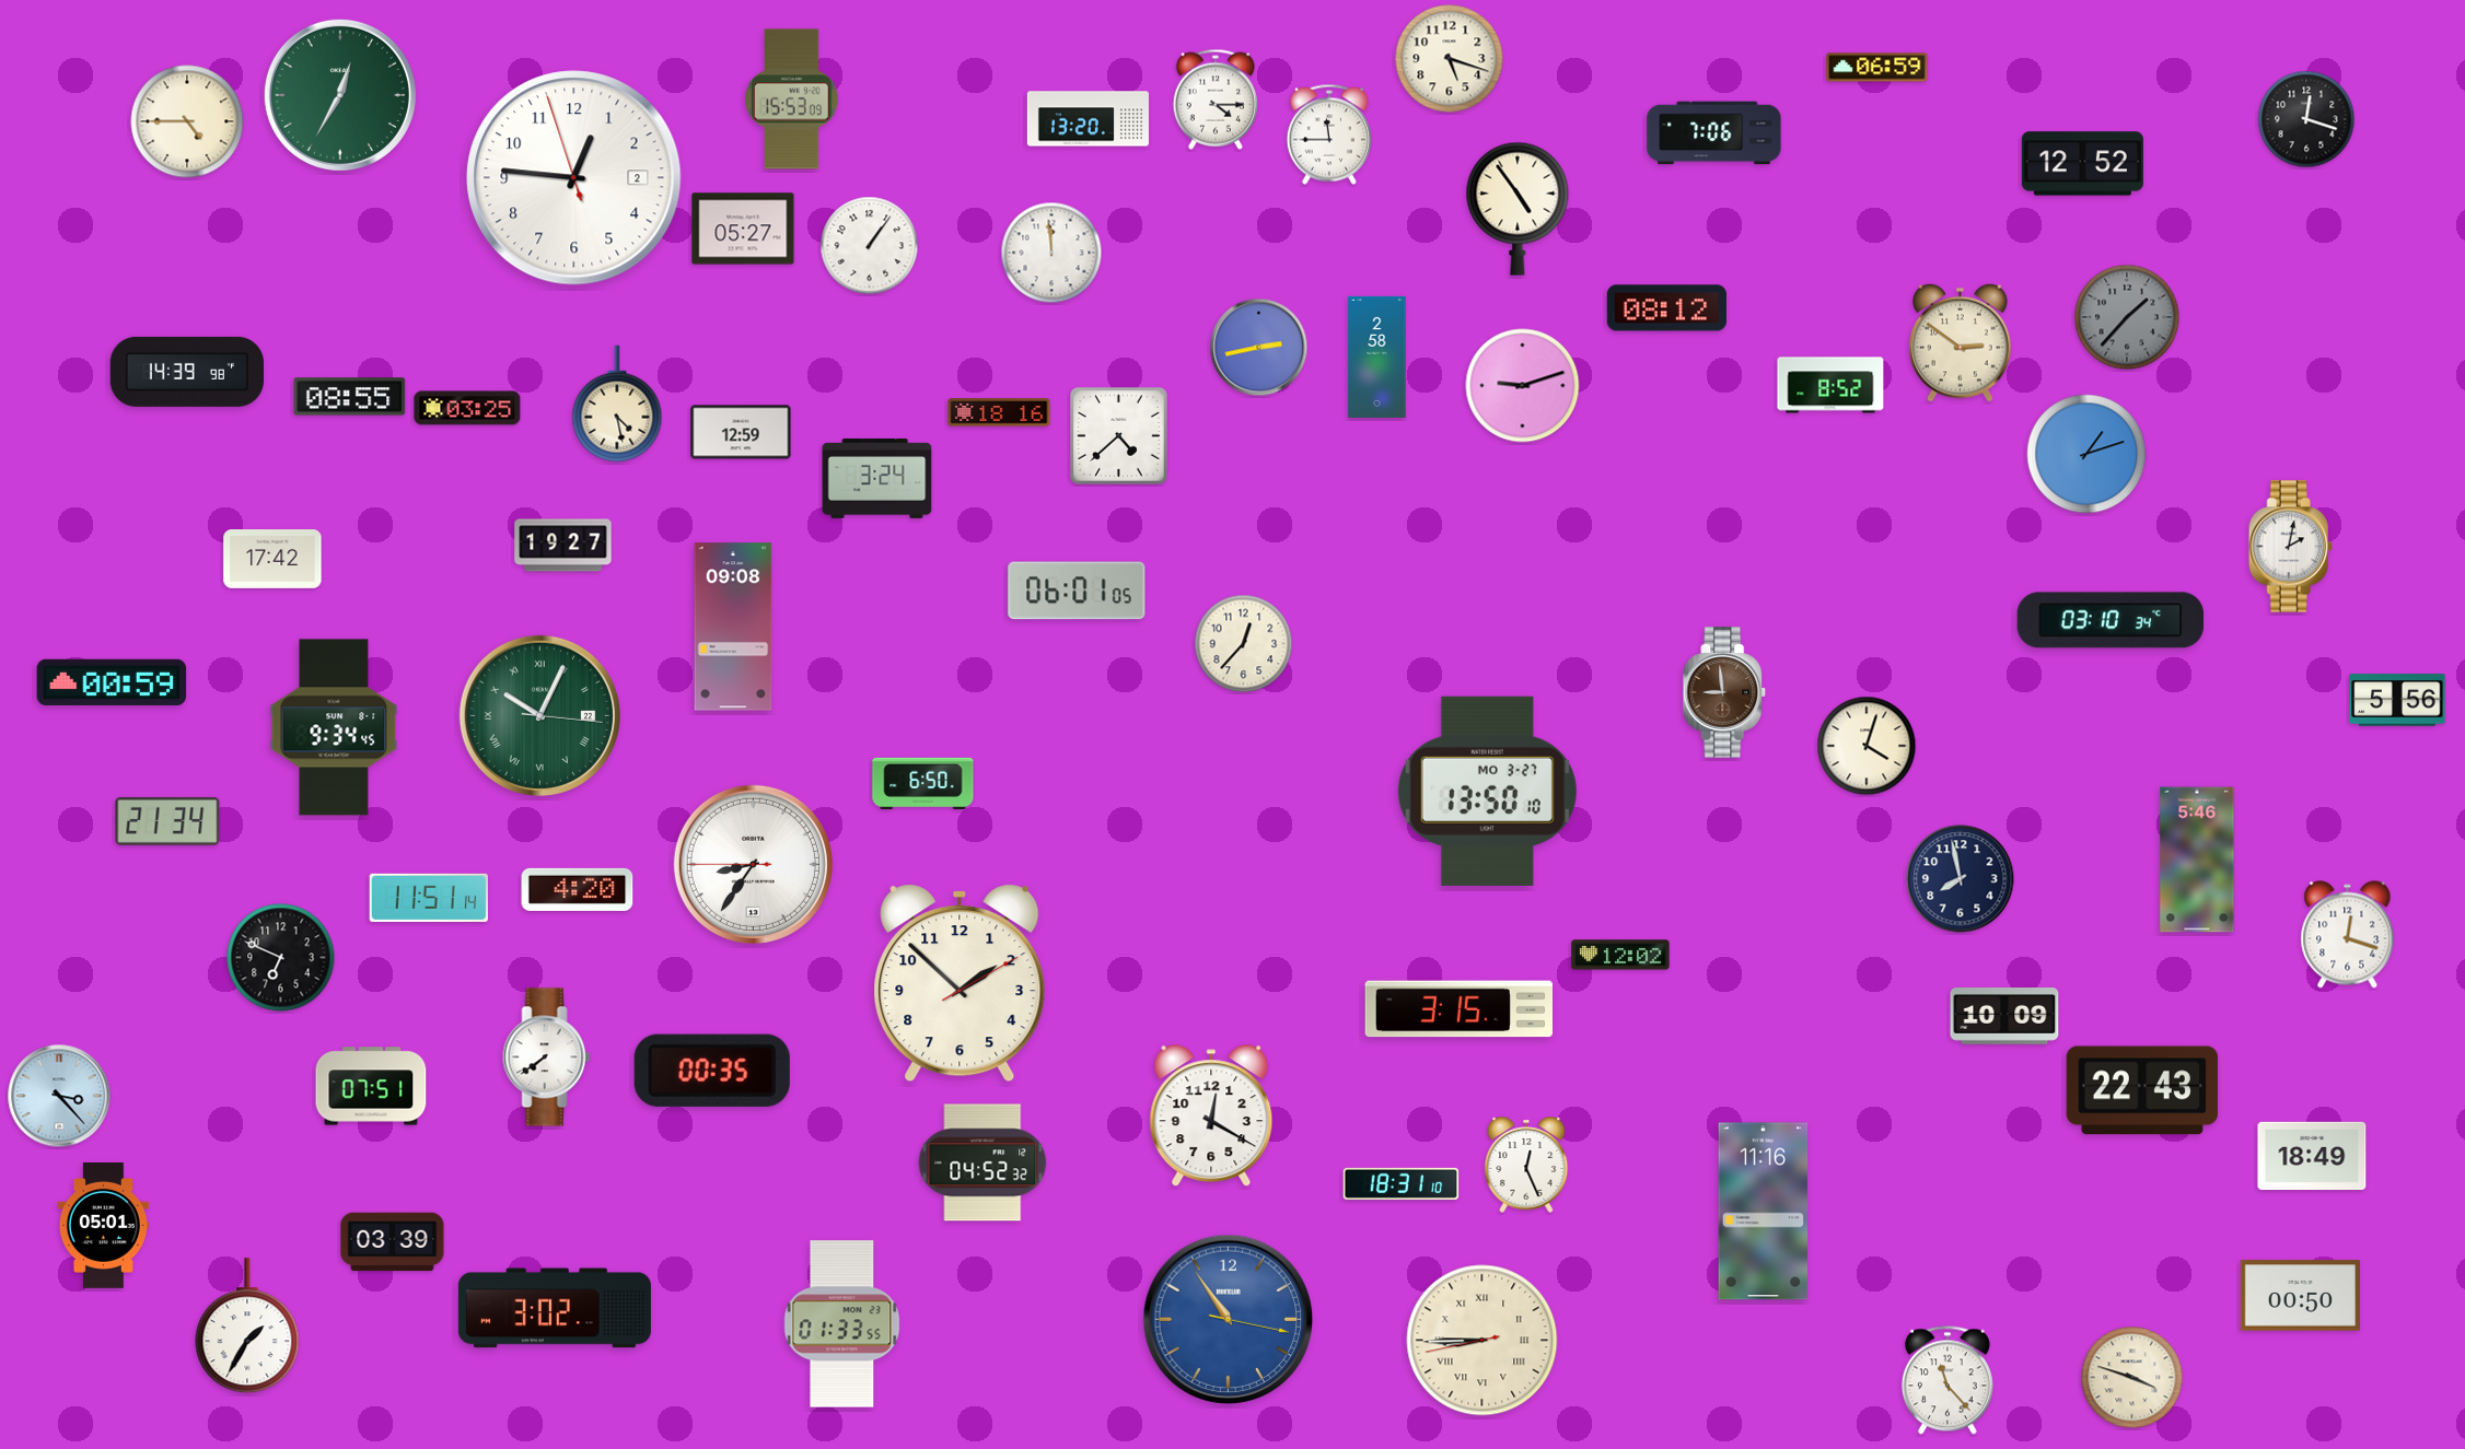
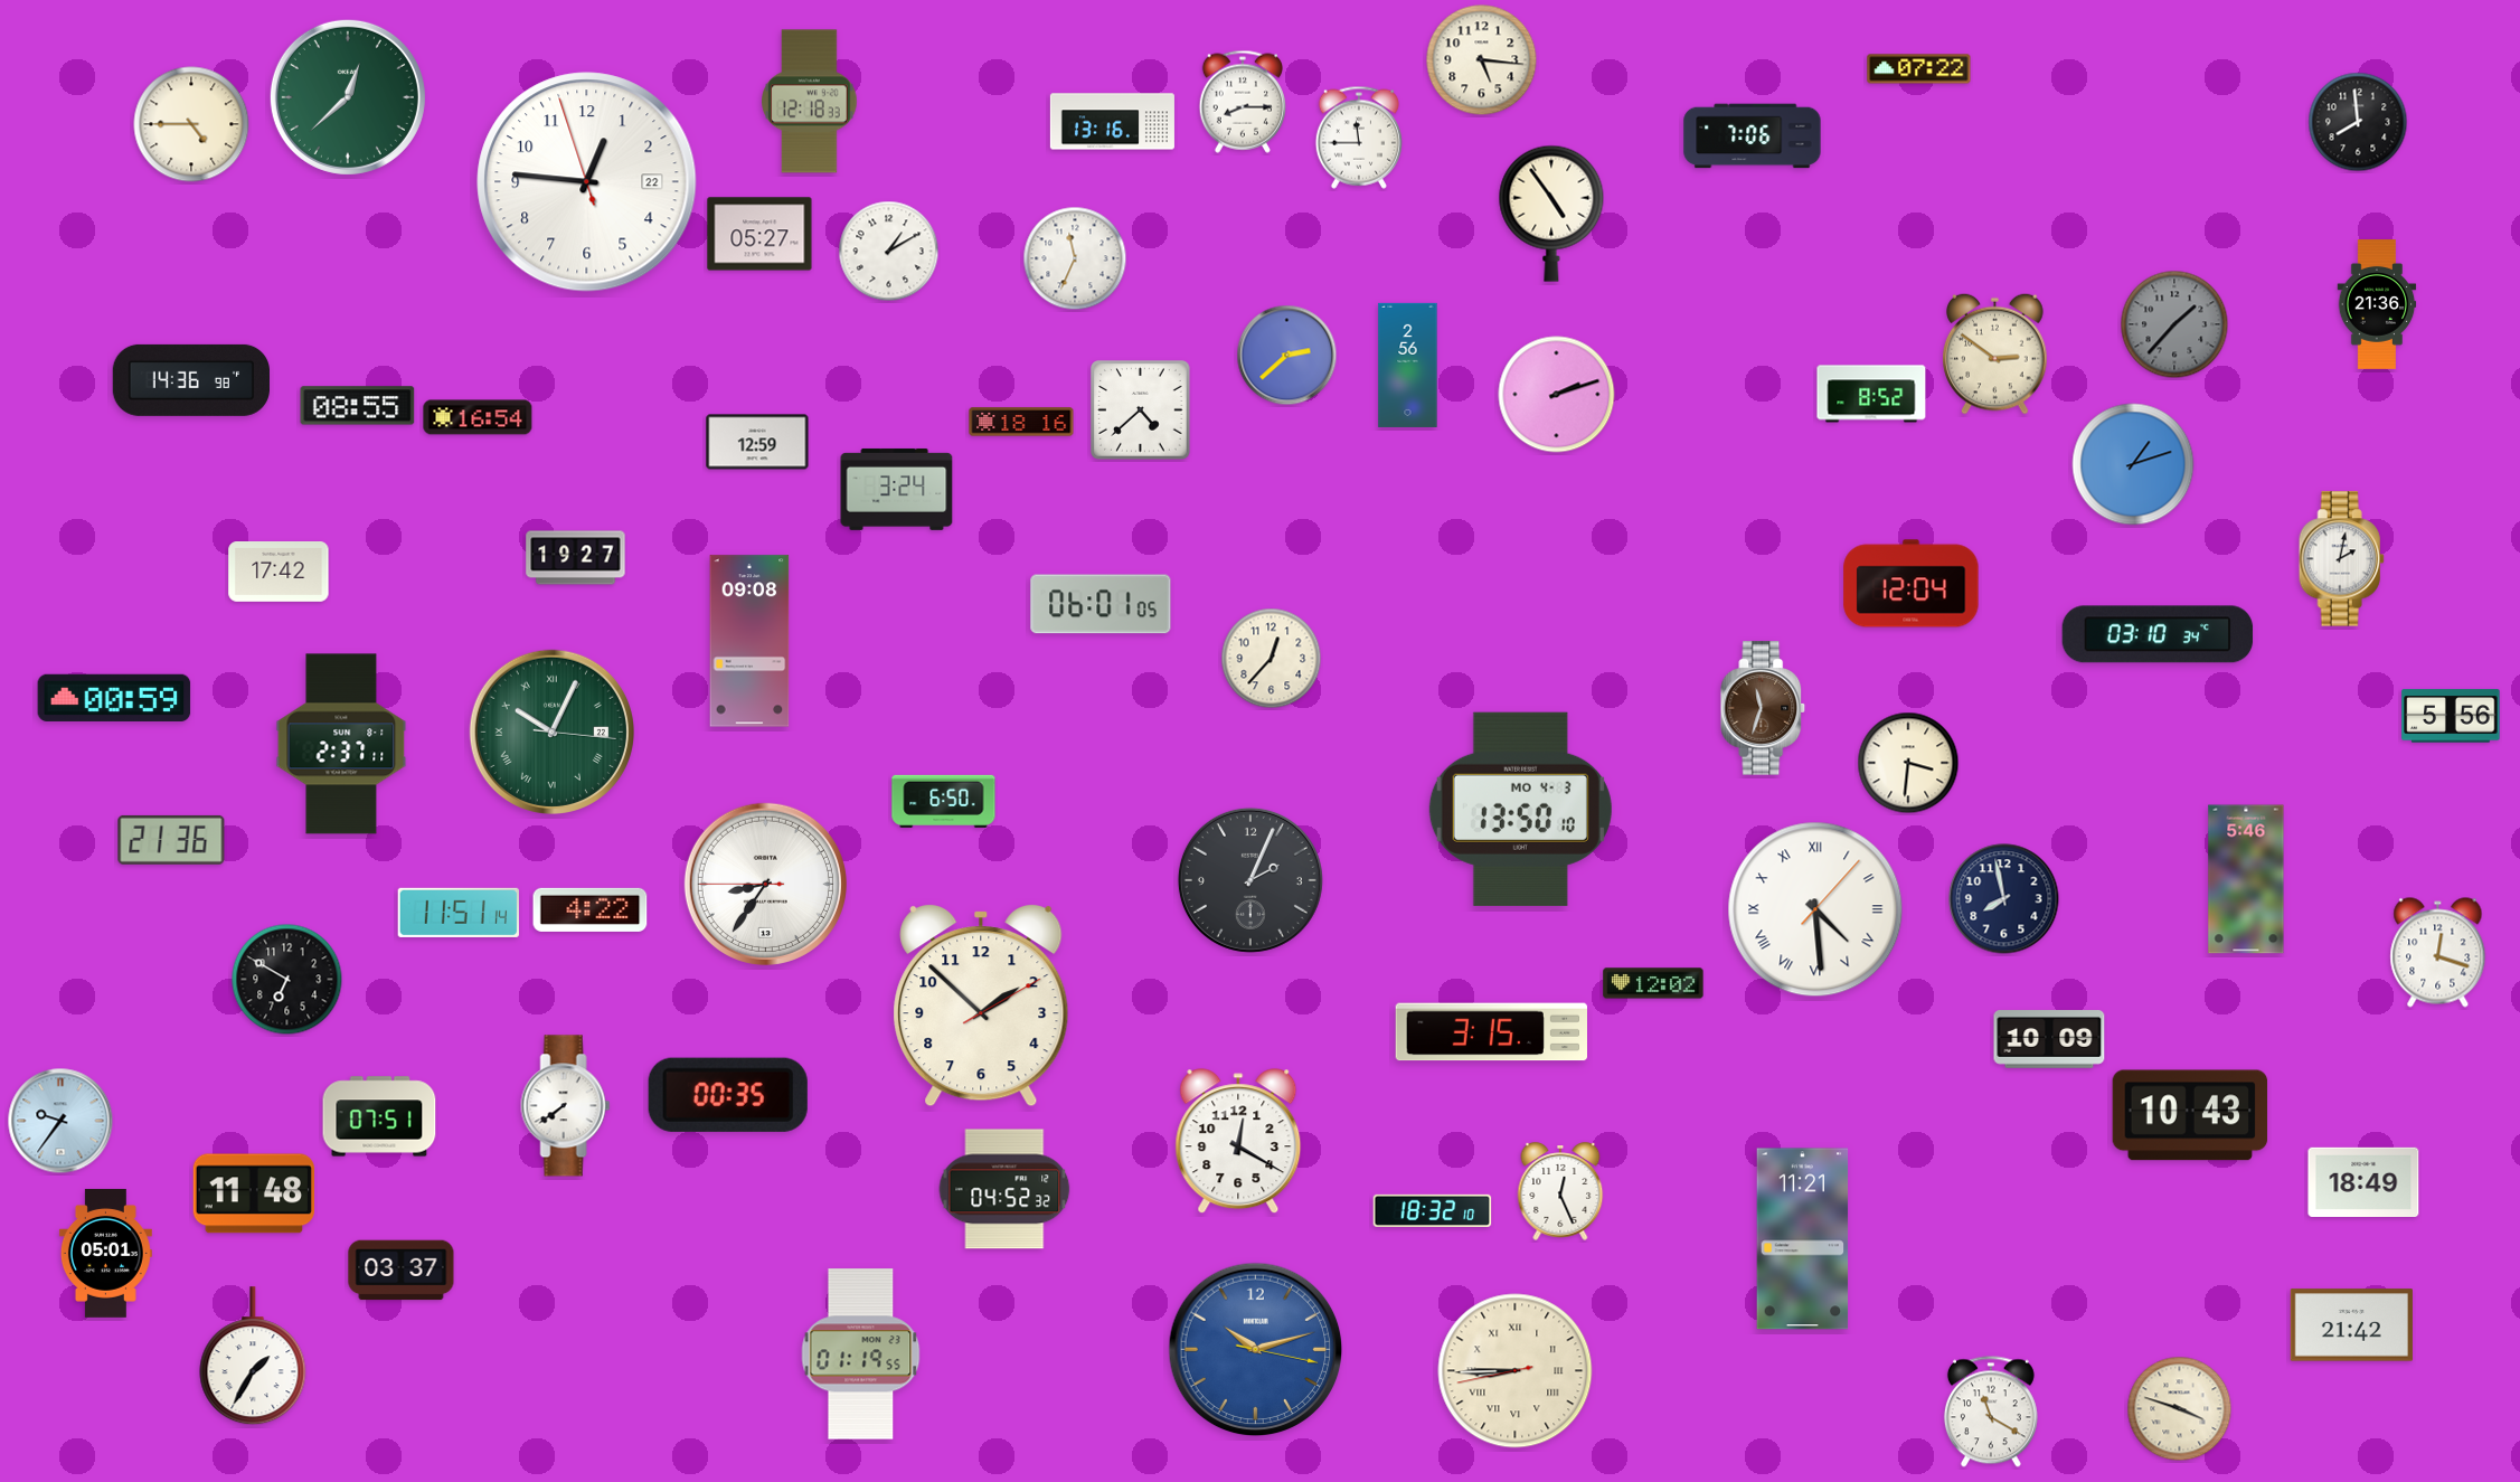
clock at (1450, 59): 5:18 -> 5:16
clock at (1877, 68): 06:59 -> 07:22
clock at (340, 95): 12:35 -> 12:38
clock at (792, 100): 15:53 -> 12:18
clock at (1216, 100): 4:15 -> 8:15
clock at (1088, 119): 13:20 -> 13:16
clock at (2306, 119): 12:18 -> 7:59
clock at (2082, 164): 12:52 -> none
clock at (574, 178) date: 2 -> 22
clock at (870, 246): 1:06 -> 1:10
clock at (1051, 253): 11:59 -> 11:34
clock at (2377, 304): none -> 21:36
clock at (1666, 308): 08:12 -> none
clock at (1961, 342) position: (1961, 342) -> (1995, 353)
clock at (1259, 348): 2:43 -> 2:38
clock at (1377, 357): 2:58 -> 2:56
clock at (186, 372): 14:39 -> 14:36
clock at (1523, 386): 9:12 -> 2:12
clock at (617, 404): 4:28 -> none
clock at (467, 408): 03:25 -> 16:54
clock at (1119, 436) position: (1119, 436) -> (1141, 410)
clock at (1912, 584): none -> 12:04
clock at (1724, 692): 8:59 -> 11:33
clock at (334, 727): 9:34 -> 2:37
clock at (1867, 746): 4:03 -> 3:31
clock at (1487, 791) date: MO 3-27 -> MO 4-3
clock at (167, 821): 21:34 -> 21:36
clock at (1250, 880): none -> 2:04
clock at (753, 864) position: (753, 864) -> (765, 884)
clock at (578, 889): 4:20 -> 4:22
clock at (1815, 909): none -> 4:29
clock at (429, 898) position: (429, 898) -> (459, 913)
clock at (2348, 935) position: (2348, 935) -> (2438, 953)
clock at (1620, 955) position: (1620, 955) -> (1653, 983)
clock at (281, 958): 6:49 -> 6:50
clock at (547, 1057) position: (547, 1057) -> (566, 1106)
clock at (371, 1086) position: (371, 1086) -> (379, 1116)
clock at (2142, 1090): 22:43 -> 10:43
clock at (59, 1096): 3:23 -> 9:36
clock at (253, 1193): none -> 11:48
clock at (1402, 1183): 18:31 -> 18:32
clock at (1764, 1212): 11:16 -> 11:21
clock at (393, 1242): 03:39 -> 03:37
clock at (2300, 1296): 00:50 -> 21:42
clock at (555, 1308): 3:02 -> none
clock at (1229, 1320): 10:54 -> 10:12
clock at (842, 1324): 01:33 -> 01:19
clock at (1947, 1380): 11:23 -> 11:20
